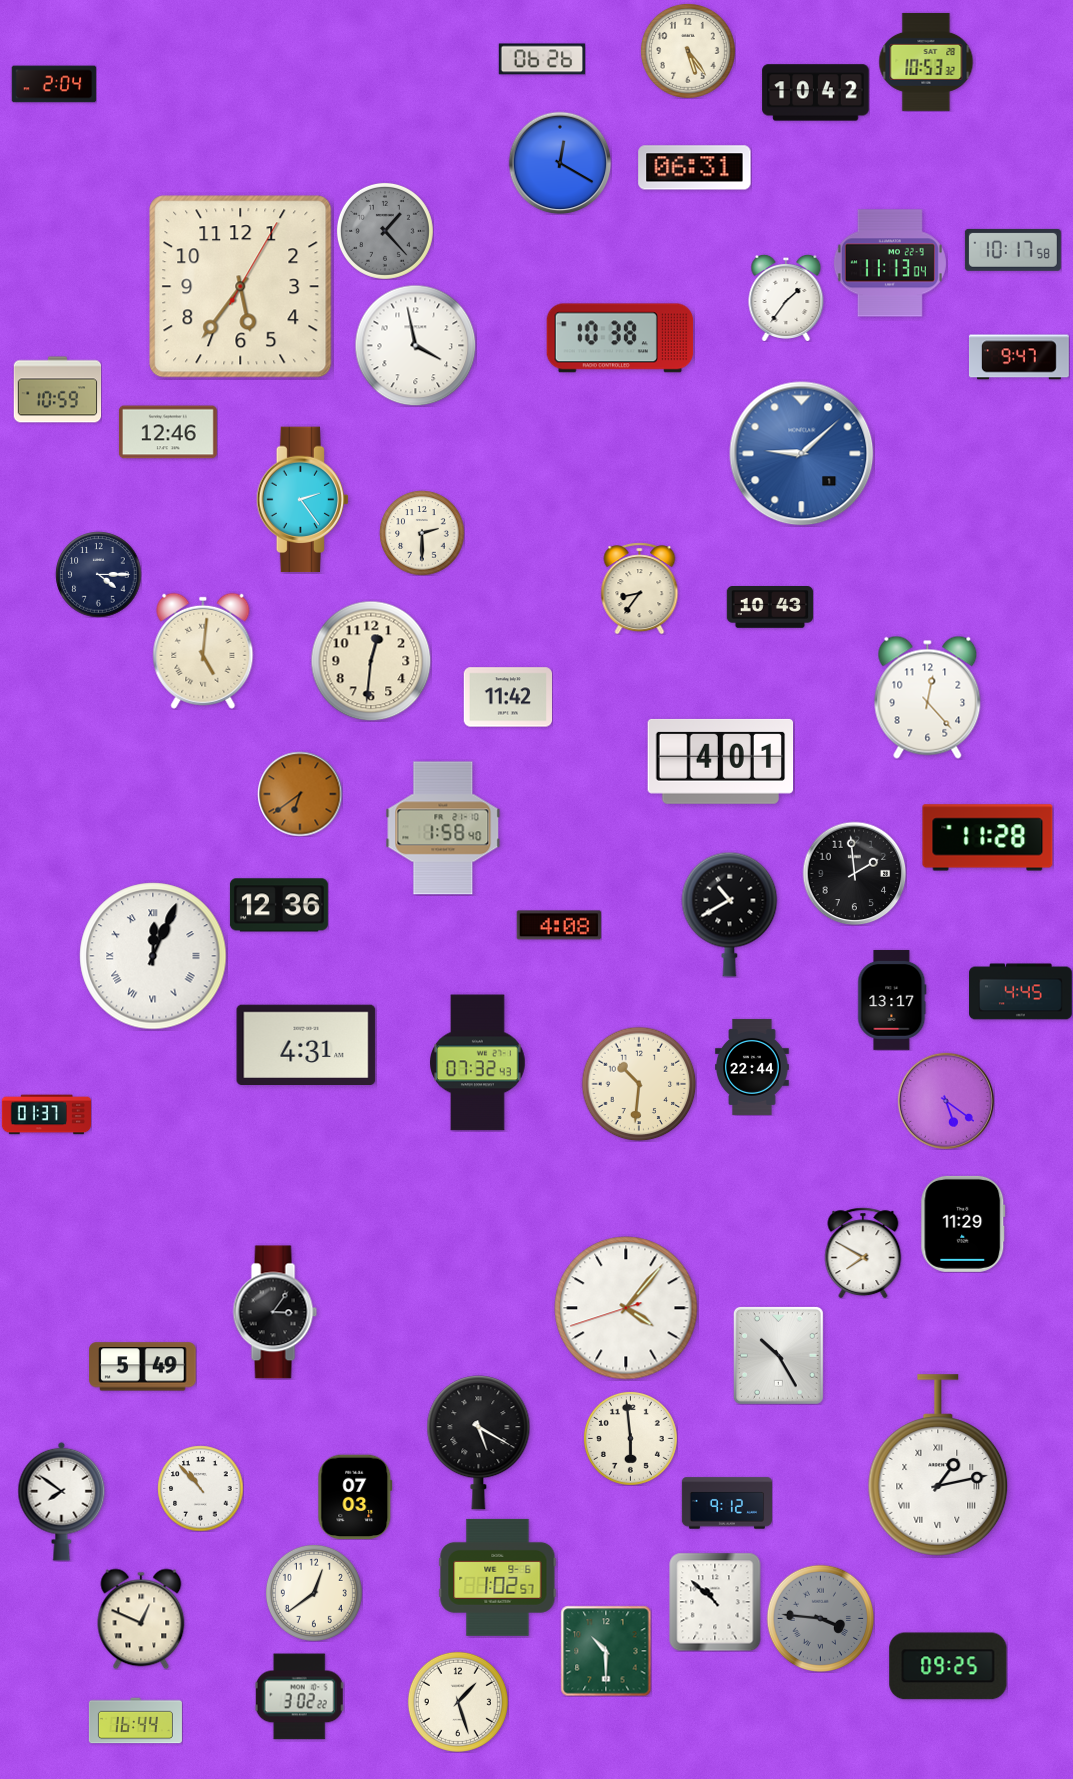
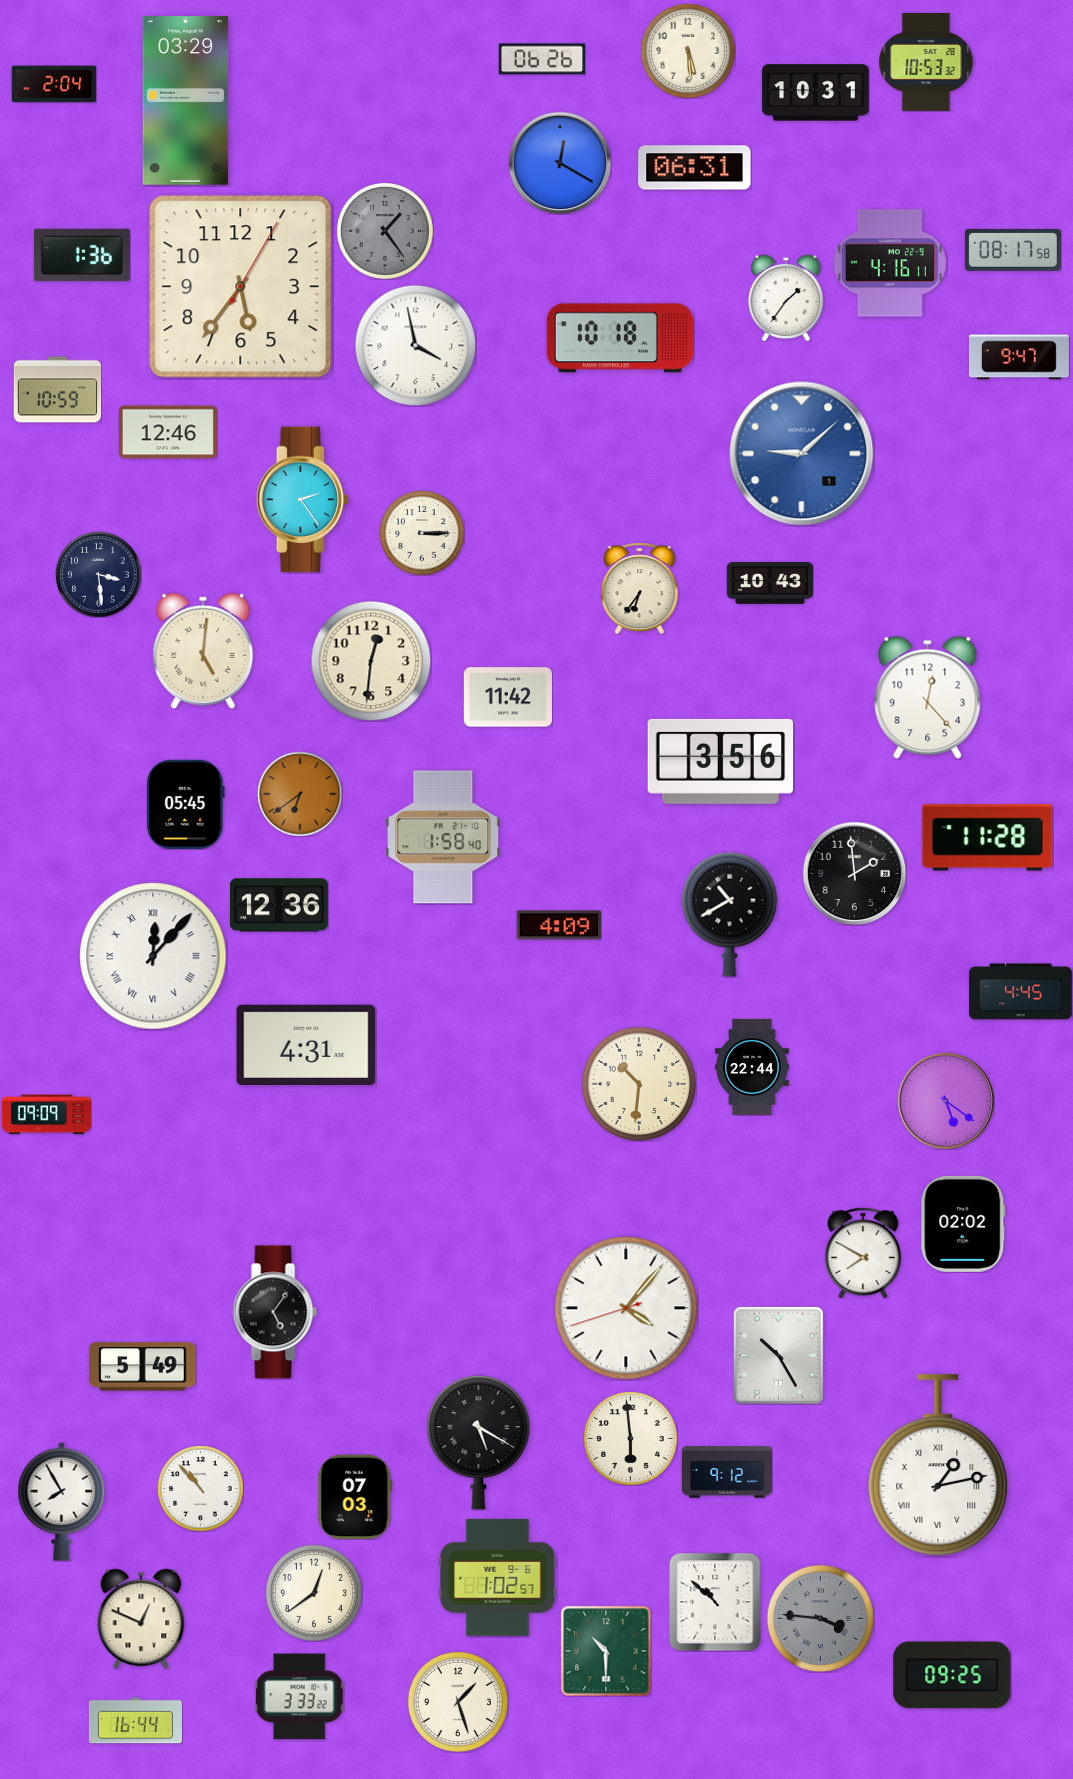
clock at (688, 51): 5:24 -> 5:29
clock at (816, 93): 10:42 -> 10:31
clock at (186, 101): none -> 03:29
clock at (385, 231): 1:23 -> 1:24
clock at (1013, 250): 10:17 -> 08:17
clock at (82, 255): none -> 1:36
clock at (890, 263): 11:13 -> 4:16
clock at (620, 338): 10:38 -> 10:18
clock at (422, 533): 2:30 -> 3:15
clock at (98, 574): 4:15 -> 3:29
clock at (640, 588): 8:36 -> 6:36
clock at (770, 608) position: (770, 608) -> (770, 584)
clock at (721, 761): 4:01 -> 3:56
clock at (185, 804): none -> 05:45
clock at (443, 828) position: (443, 828) -> (443, 837)
clock at (559, 925): 4:08 -> 4:09
clock at (153, 956): 12:04 -> 12:07
clock at (892, 1000): 13:17 -> none
clock at (478, 1063): 07:32 -> none
clock at (46, 1115): 01:37 -> 09:09
clock at (963, 1224): 11:29 -> 02:02
clock at (275, 1312): 3:06 -> 5:06
clock at (62, 1501): 7:51 -> 7:55
clock at (726, 1503) position: (726, 1503) -> (726, 1472)
clock at (948, 1666) position: (948, 1666) -> (952, 1675)
clock at (299, 1697): 3:02 -> 3:33
